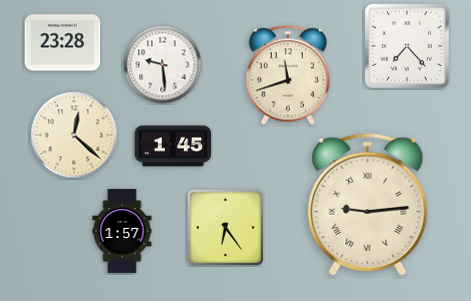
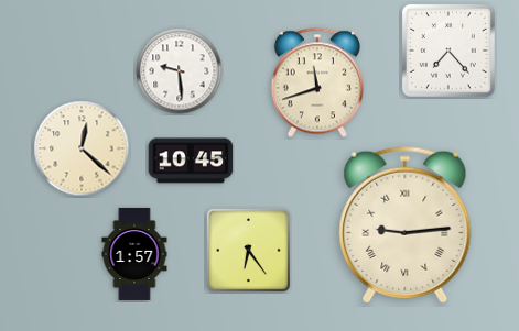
clock at (63, 43): 23:28 -> none
clock at (173, 146): 1:45 -> 10:45
